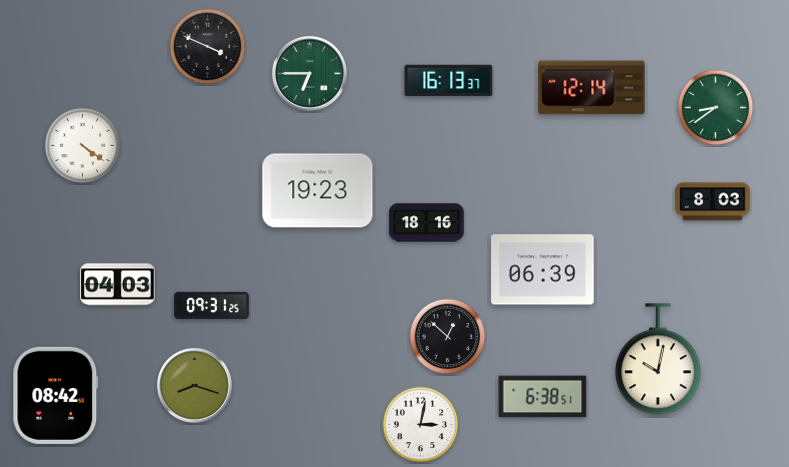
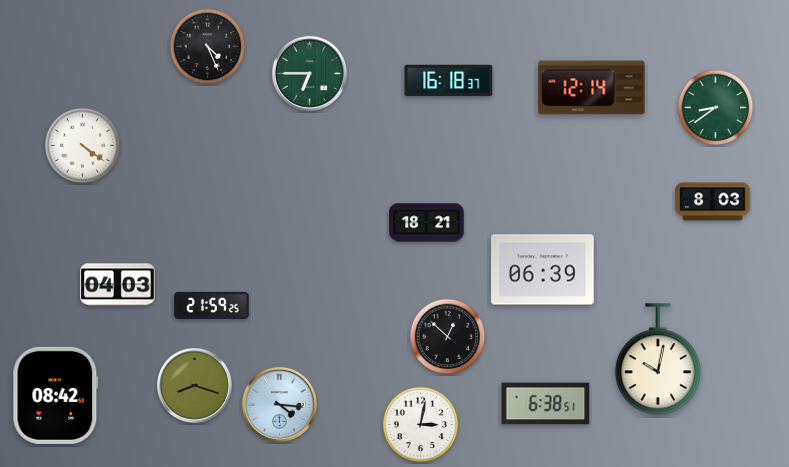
clock at (208, 47): 3:49 -> 4:26
clock at (449, 81): 16:13 -> 16:18
clock at (318, 191): 19:23 -> none
clock at (427, 223): 18:16 -> 18:21
clock at (212, 305): 09:31 -> 21:59
clock at (543, 397) position: (543, 397) -> (546, 404)
clock at (279, 404): none -> 4:16
